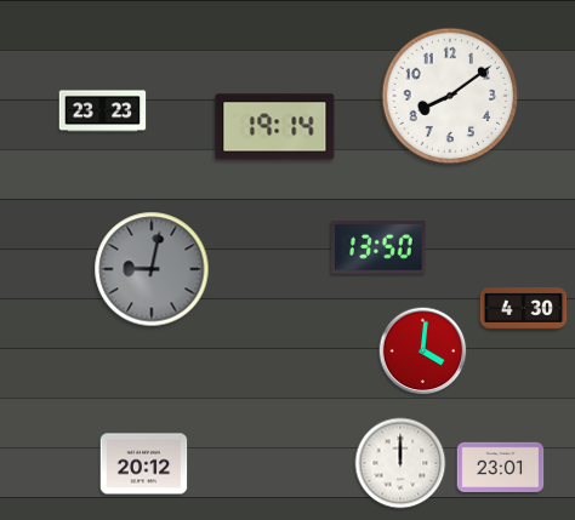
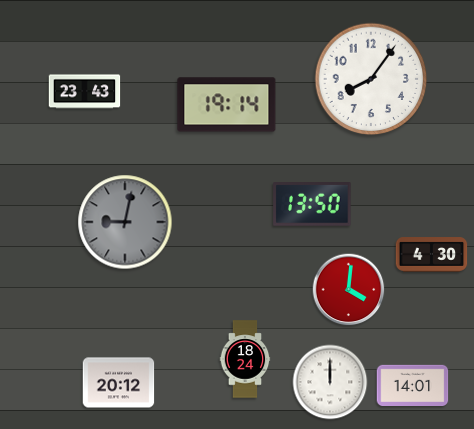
clock at (450, 96): 8:09 -> 8:06
clock at (103, 112): 23:23 -> 23:43
clock at (245, 359): none -> 18:24
clock at (501, 467): 23:01 -> 14:01
